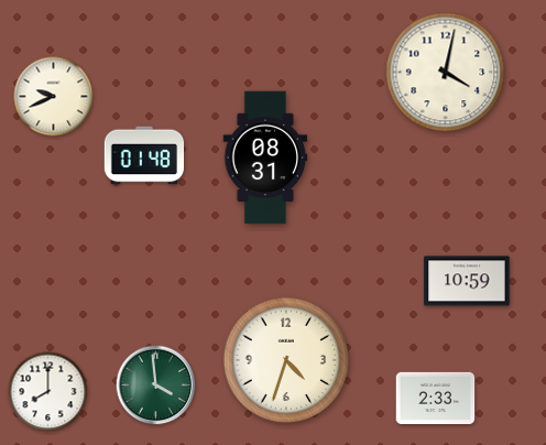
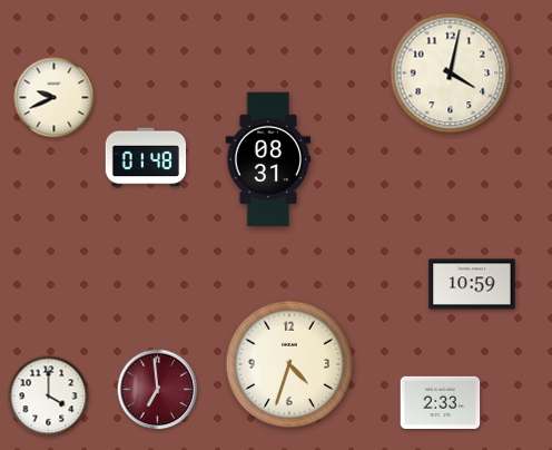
clock at (156, 386): 3:59 -> 6:59
clock at (156, 386) dial: green -> burgundy
clock at (48, 392): 8:00 -> 4:00
